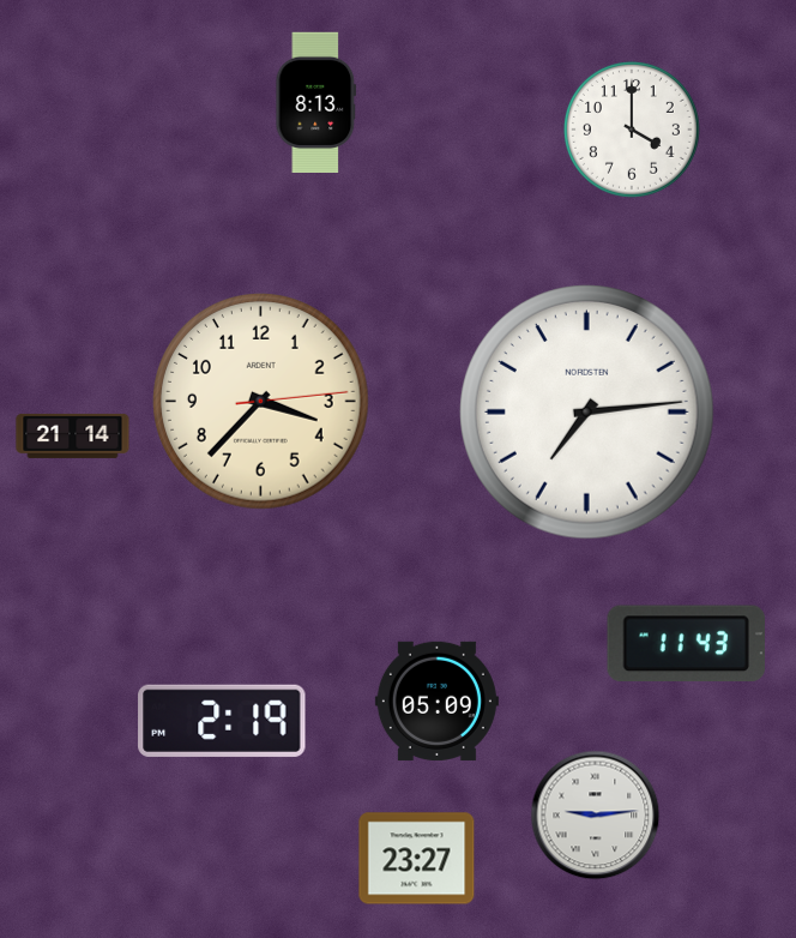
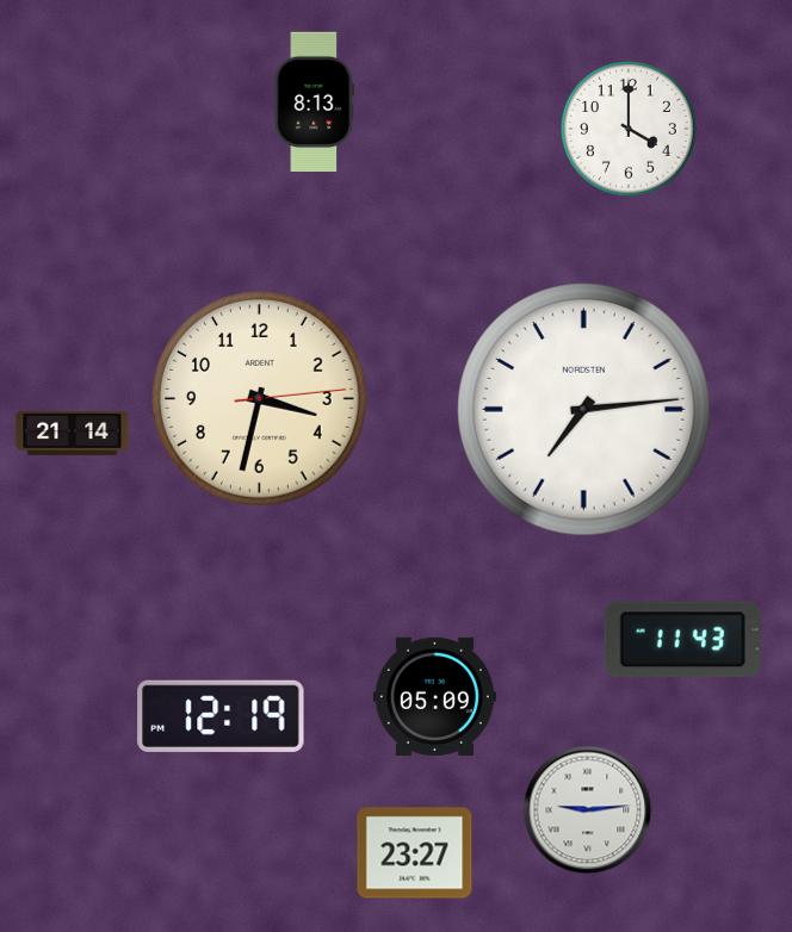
clock at (261, 402): 3:37 -> 3:32
clock at (222, 721): 2:19 -> 12:19
clock at (596, 816) position: (596, 816) -> (588, 810)
